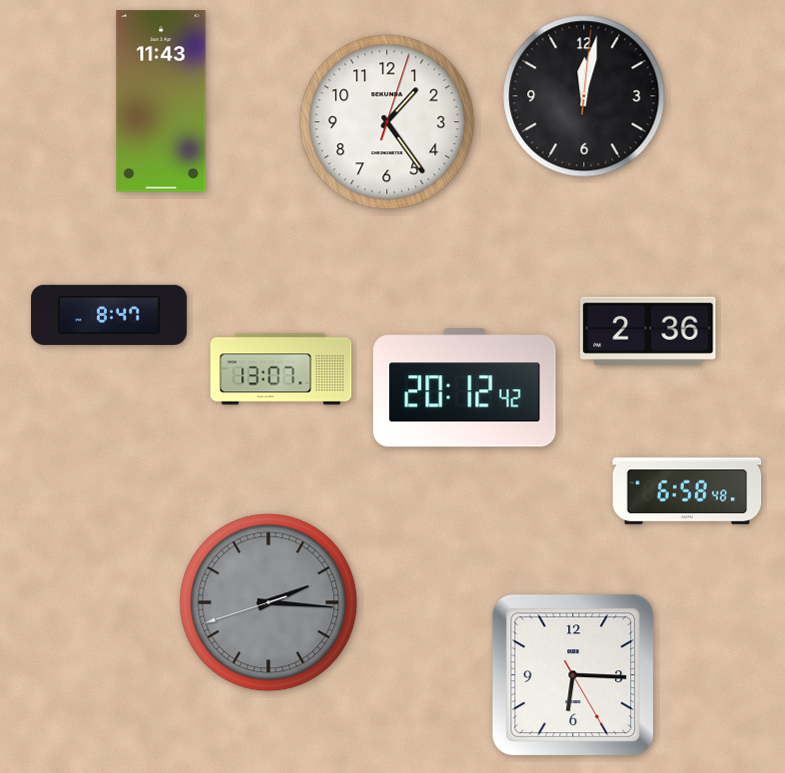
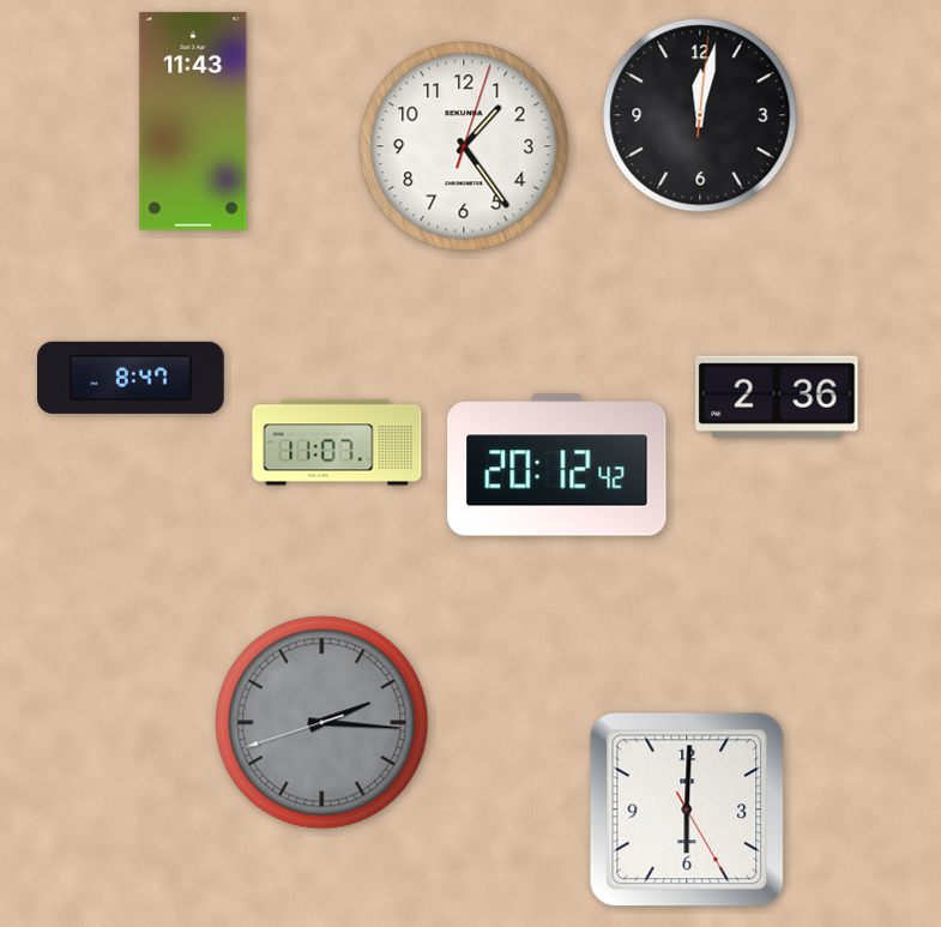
clock at (281, 369): 13:07 -> 11:07
clock at (687, 491): 6:58 -> none
clock at (573, 675): 6:15 -> 6:00
